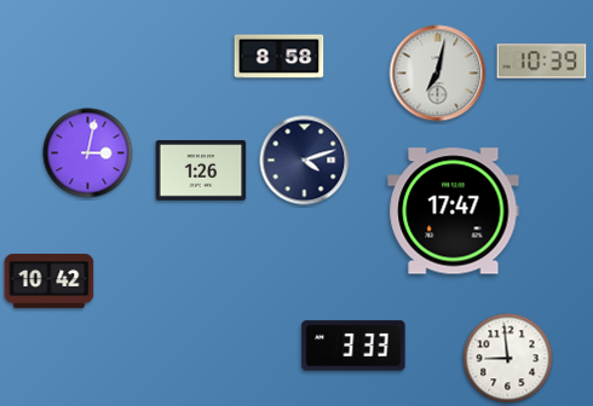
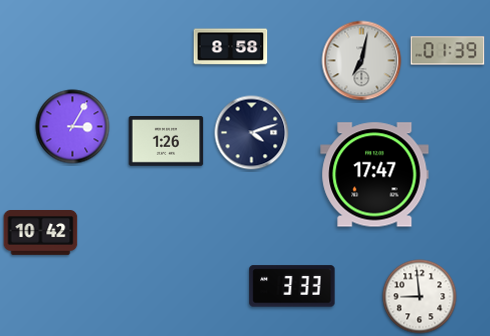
clock at (542, 62): 10:39 -> 01:39
clock at (88, 153): 3:02 -> 3:05
